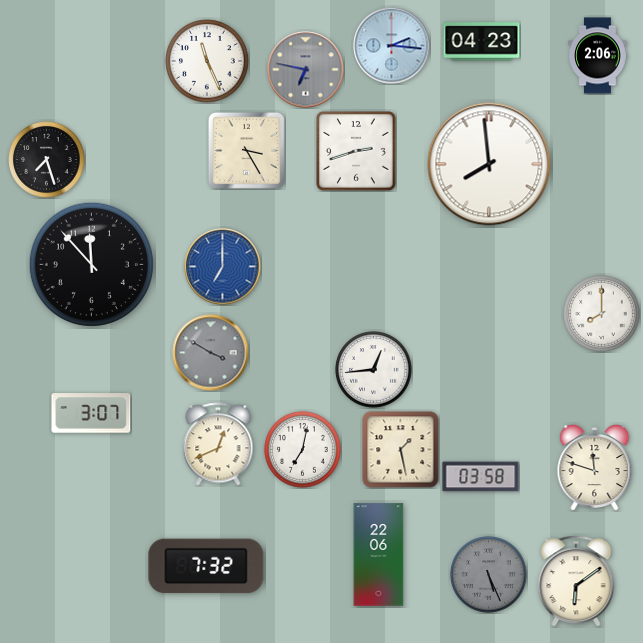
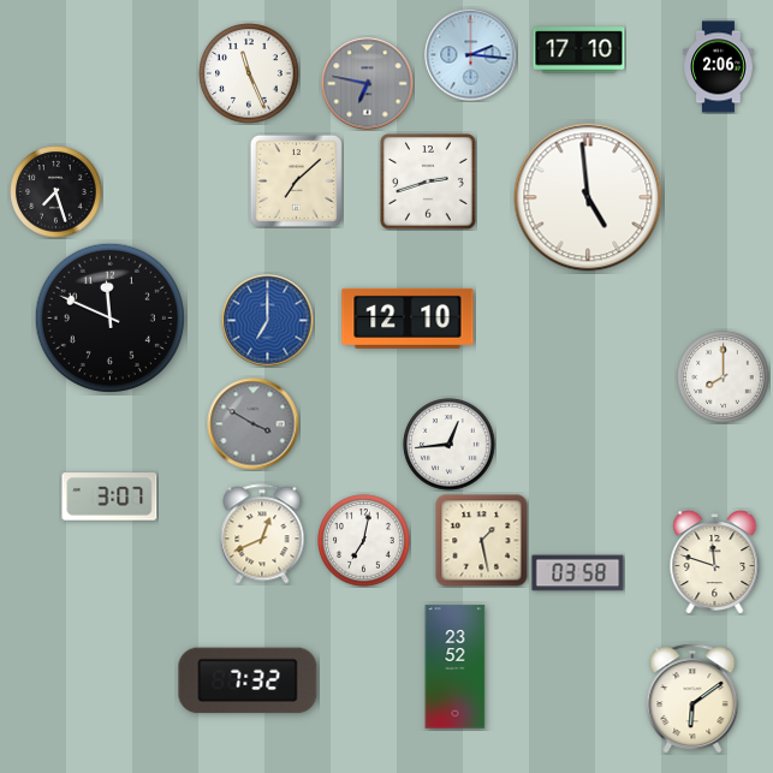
clock at (482, 42): 04:23 -> 17:10
clock at (246, 150): 3:25 -> 7:08
clock at (489, 164): 7:59 -> 4:59
clock at (91, 264): 11:53 -> 11:49
clock at (408, 319): none -> 12:10
clock at (379, 555): 22:06 -> 23:52
clock at (489, 575): 5:26 -> none
